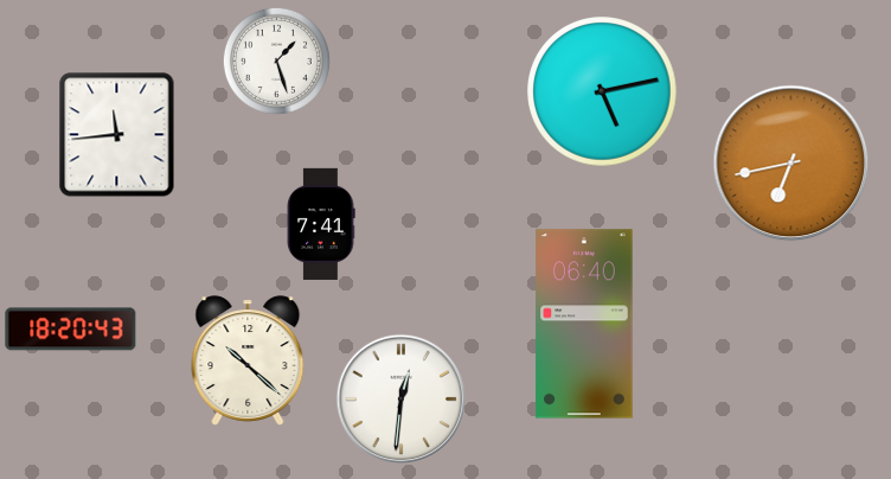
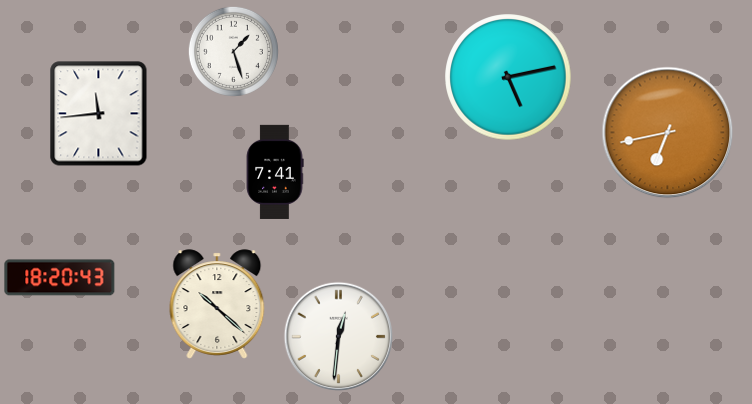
clock at (791, 164) position: (791, 164) -> (668, 133)
clock at (321, 224) position: (321, 224) -> (275, 172)
clock at (584, 324): 06:40 -> none
clock at (248, 360) position: (248, 360) -> (217, 304)
